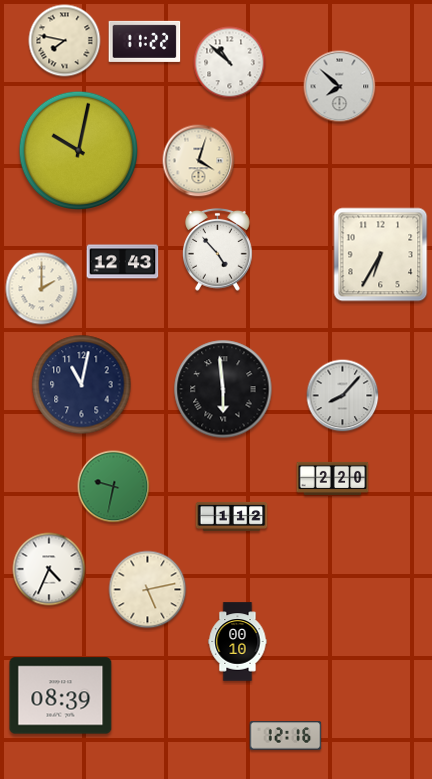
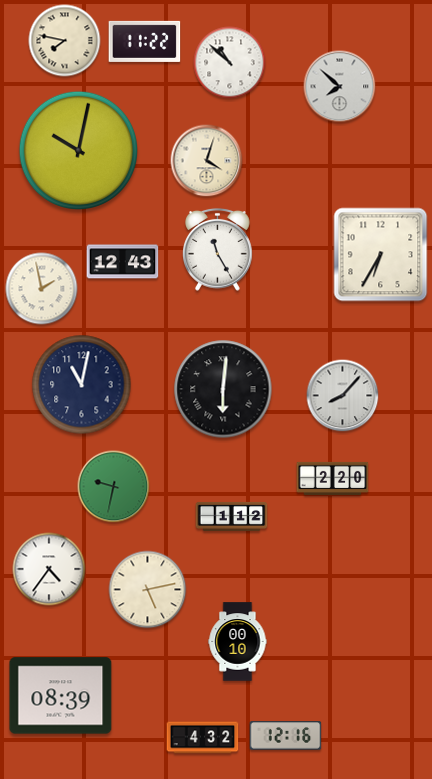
clock at (199, 161) position: (199, 161) -> (207, 161)
clock at (218, 249): 4:53 -> 11:25
clock at (42, 289): 2:00 -> 1:58
clock at (223, 389): 5:59 -> 6:01
clock at (49, 569): 4:34 -> 4:36
clock at (203, 738): none -> 4:32
